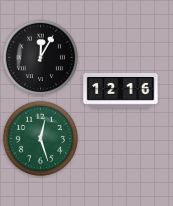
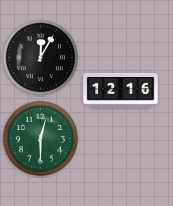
clock at (40, 138): 12:27 -> 12:30
